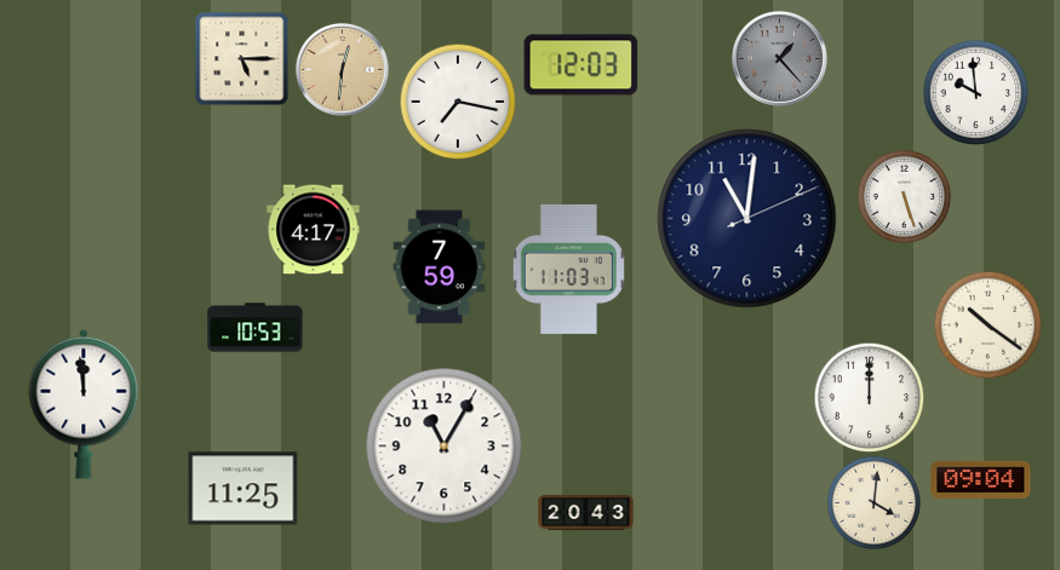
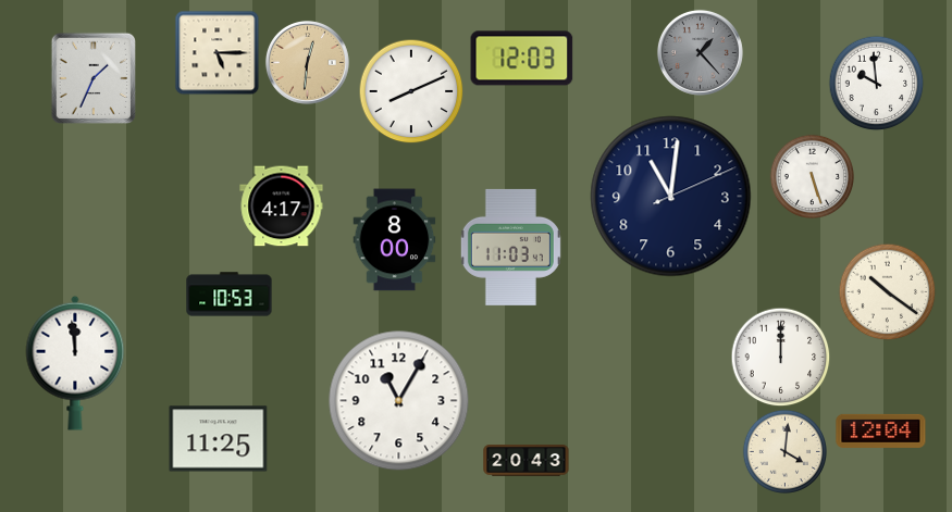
clock at (92, 77): none -> 1:34
clock at (458, 102): 7:17 -> 8:11
clock at (440, 267): 7:59 -> 8:00
clock at (568, 269) position: (568, 269) -> (510, 247)
clock at (981, 479): 09:04 -> 12:04
